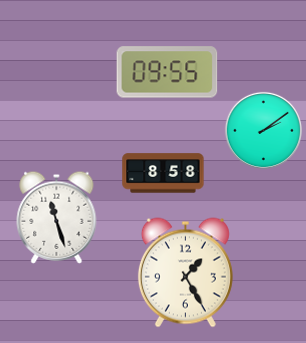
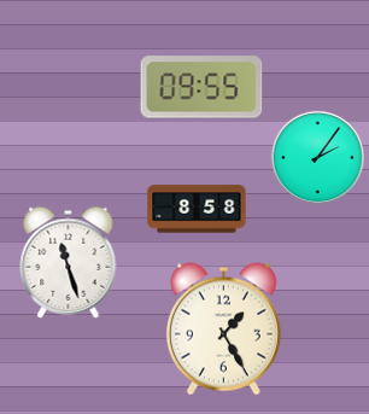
clock at (263, 130): 2:09 -> 2:06
